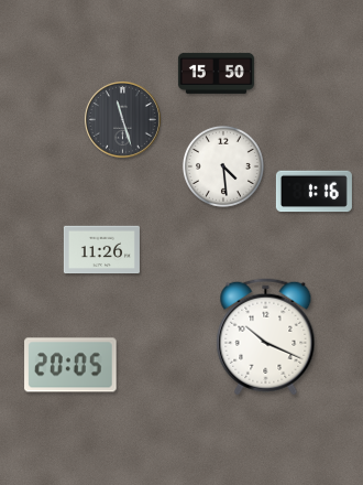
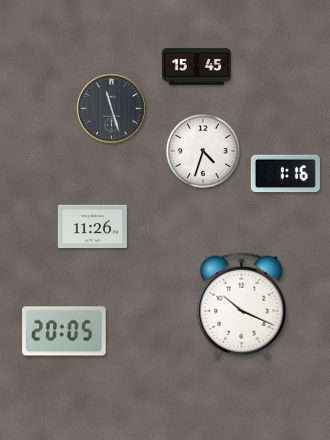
clock at (216, 73): 15:50 -> 15:45
clock at (223, 166): 4:29 -> 4:33
